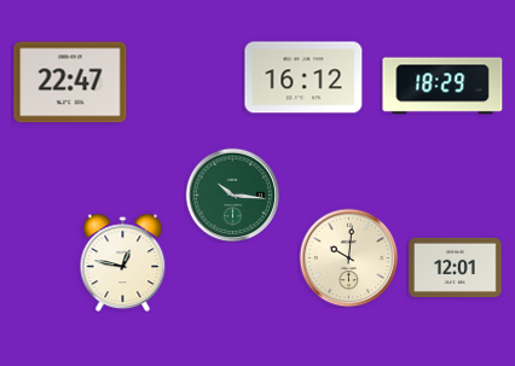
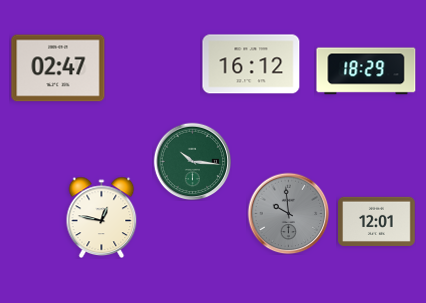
clock at (70, 82): 22:47 -> 02:47
clock at (348, 257): 10:01 -> 9:59
clock at (348, 257) dial: cream -> grey
